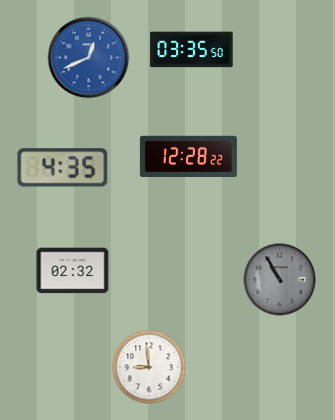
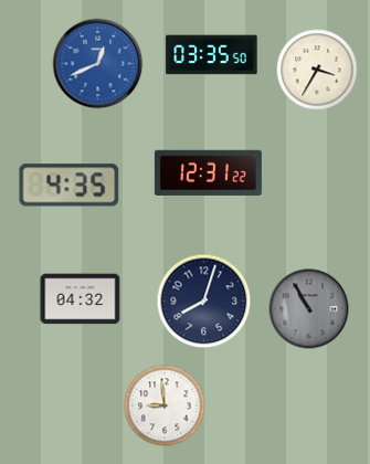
clock at (317, 70): none -> 3:35
clock at (188, 156): 12:28 -> 12:31
clock at (73, 271): 02:32 -> 04:32
clock at (204, 302): none -> 8:03
